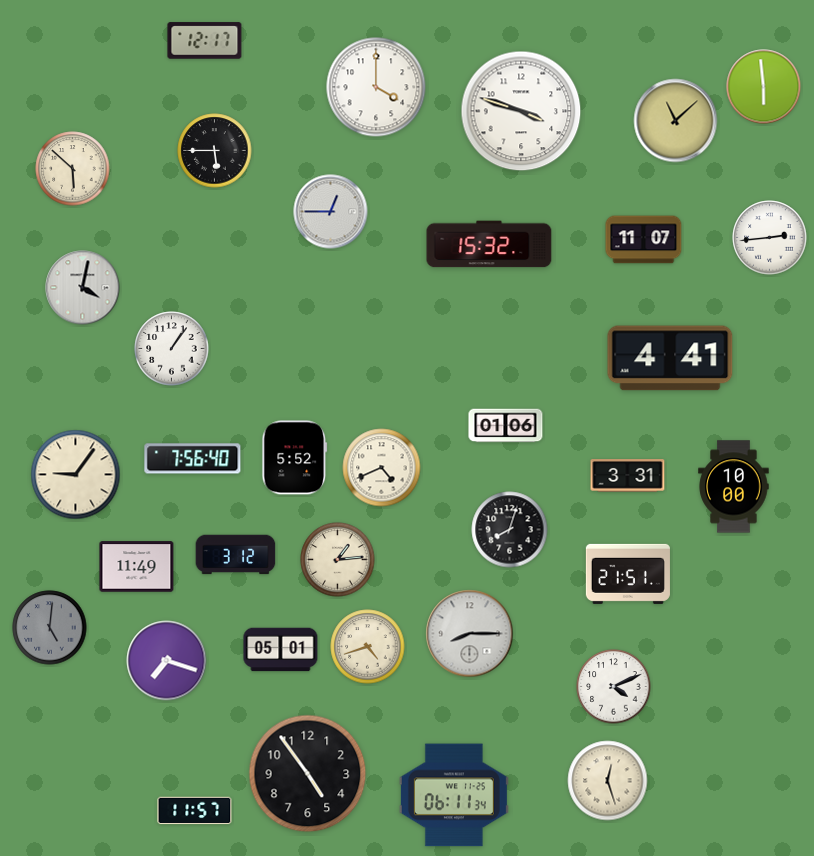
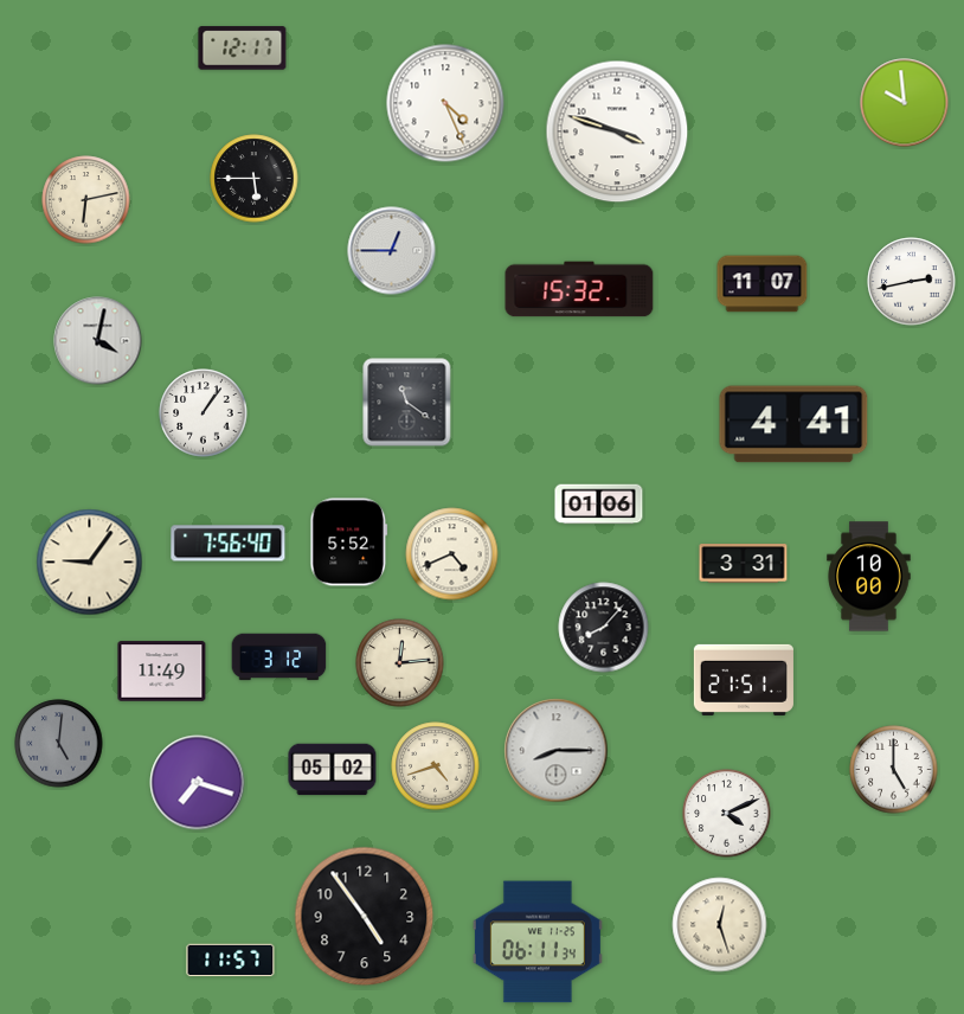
clock at (376, 87): 4:00 -> 4:26
clock at (764, 87): 5:59 -> 9:59
clock at (676, 121): 11:08 -> none
clock at (73, 169): 5:52 -> 6:13
clock at (770, 238): 2:44 -> 2:43
clock at (407, 403): none -> 11:21
clock at (510, 530): 8:03 -> 8:07
clock at (338, 560): 1:14 -> 12:14
clock at (281, 650): 05:01 -> 05:02
clock at (894, 770): none -> 5:00
